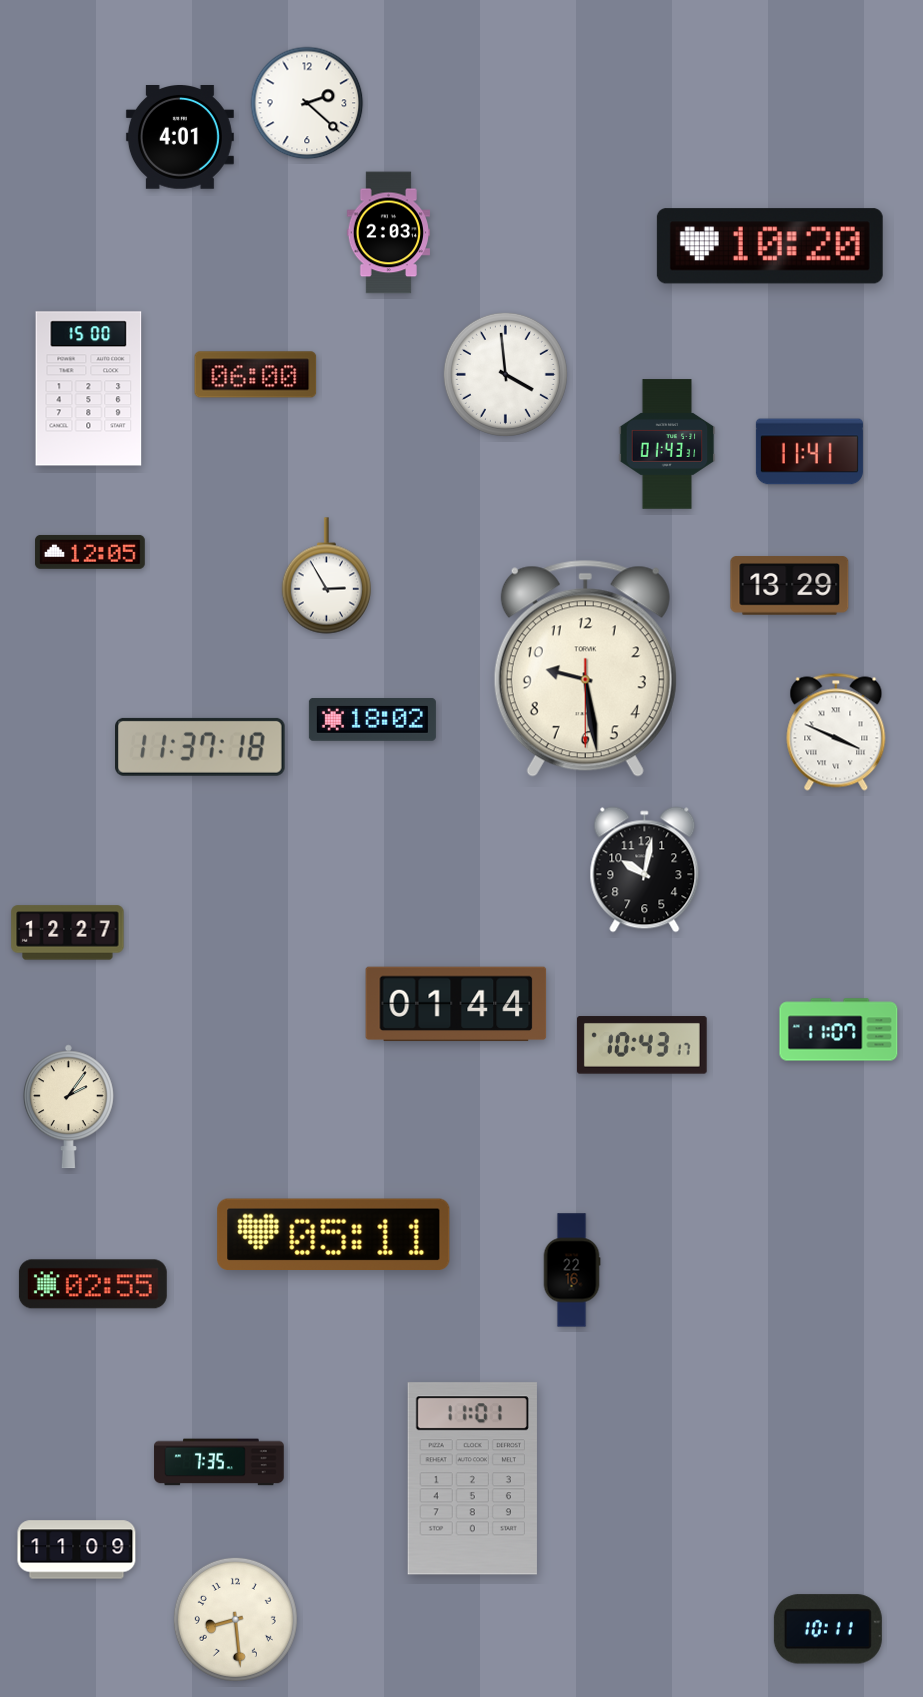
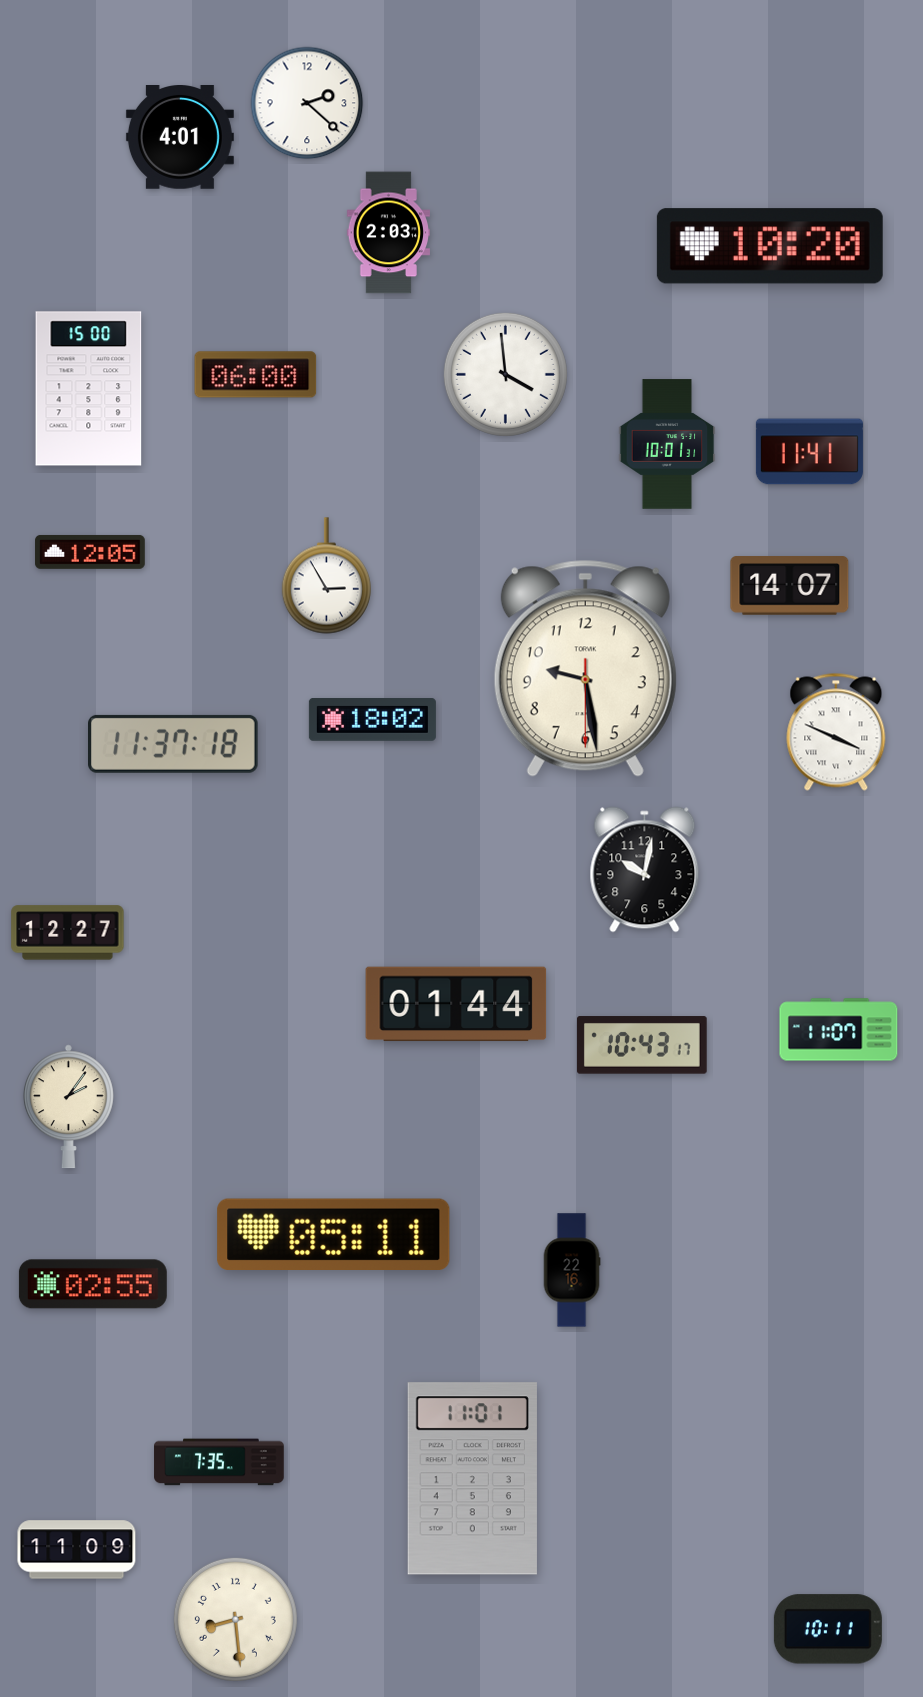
clock at (667, 444): 01:43 -> 10:01
clock at (790, 586): 13:29 -> 14:07
clock at (201, 747) position: (201, 747) -> (174, 744)
